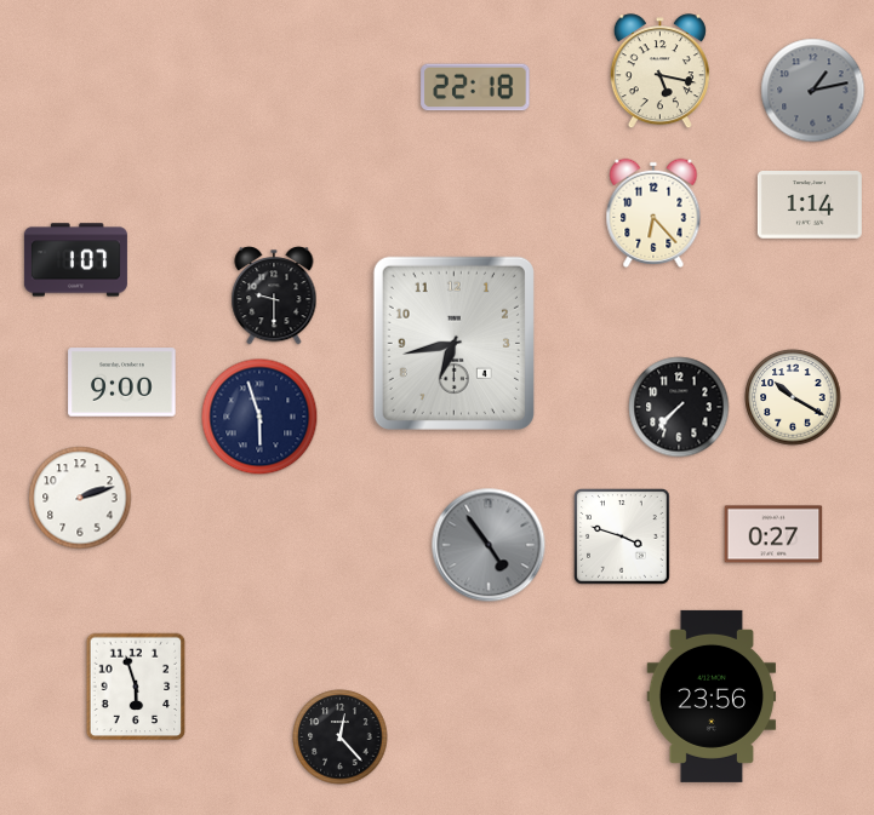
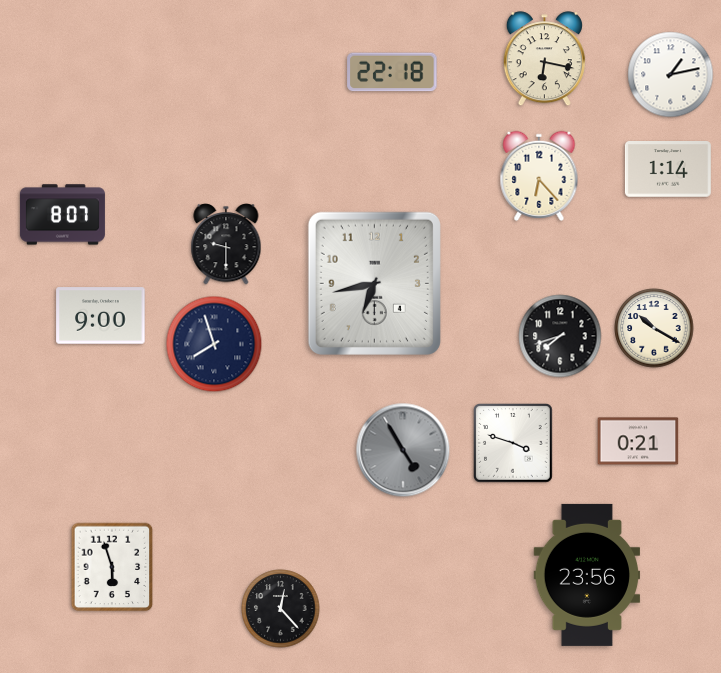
clock at (659, 71): 5:17 -> 6:17
clock at (813, 91) dial: grey -> white
clock at (75, 260): 1:07 -> 8:07
clock at (679, 407): 7:37 -> 7:42
clock at (259, 417): 5:57 -> 7:57
clock at (80, 498): 2:12 -> none
clock at (773, 534): 0:27 -> 0:21
clock at (489, 545): 4:54 -> 4:55
